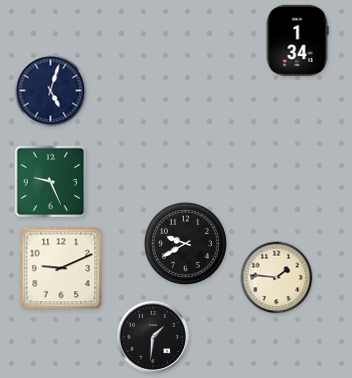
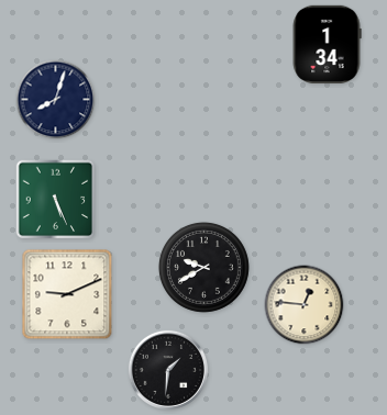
clock at (51, 91): 5:03 -> 8:03
clock at (51, 182): 9:26 -> 5:26
clock at (277, 278): 1:46 -> 12:46
